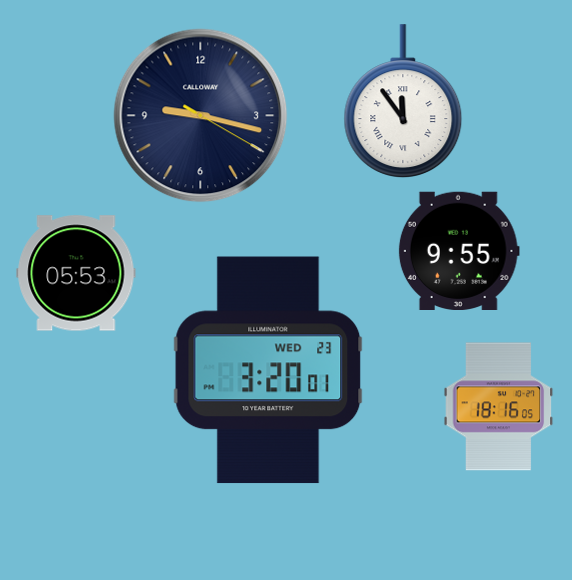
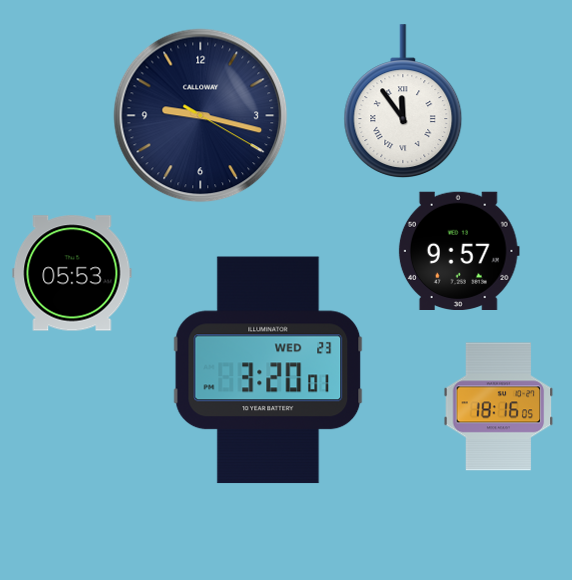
clock at (459, 250): 9:55 -> 9:57
clock at (76, 273) position: (76, 273) -> (72, 273)
